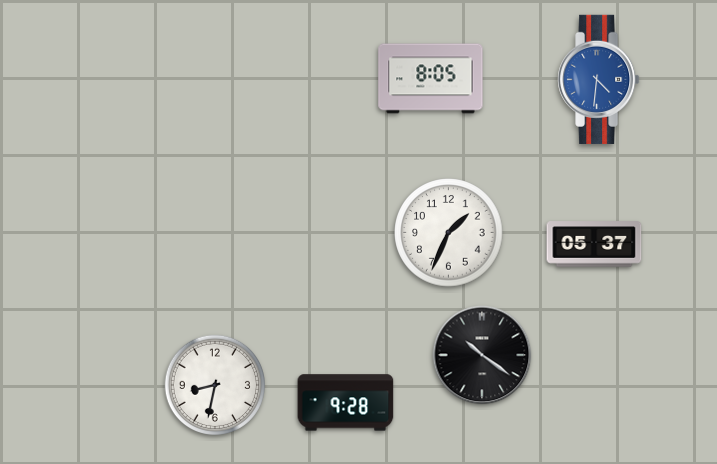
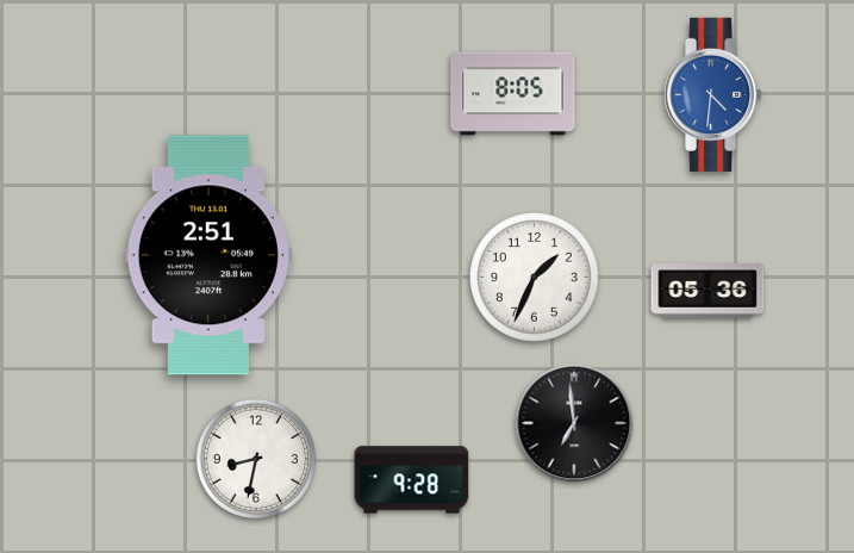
clock at (208, 255): none -> 2:51
clock at (594, 244): 05:37 -> 05:36
clock at (482, 355): 10:21 -> 6:59
